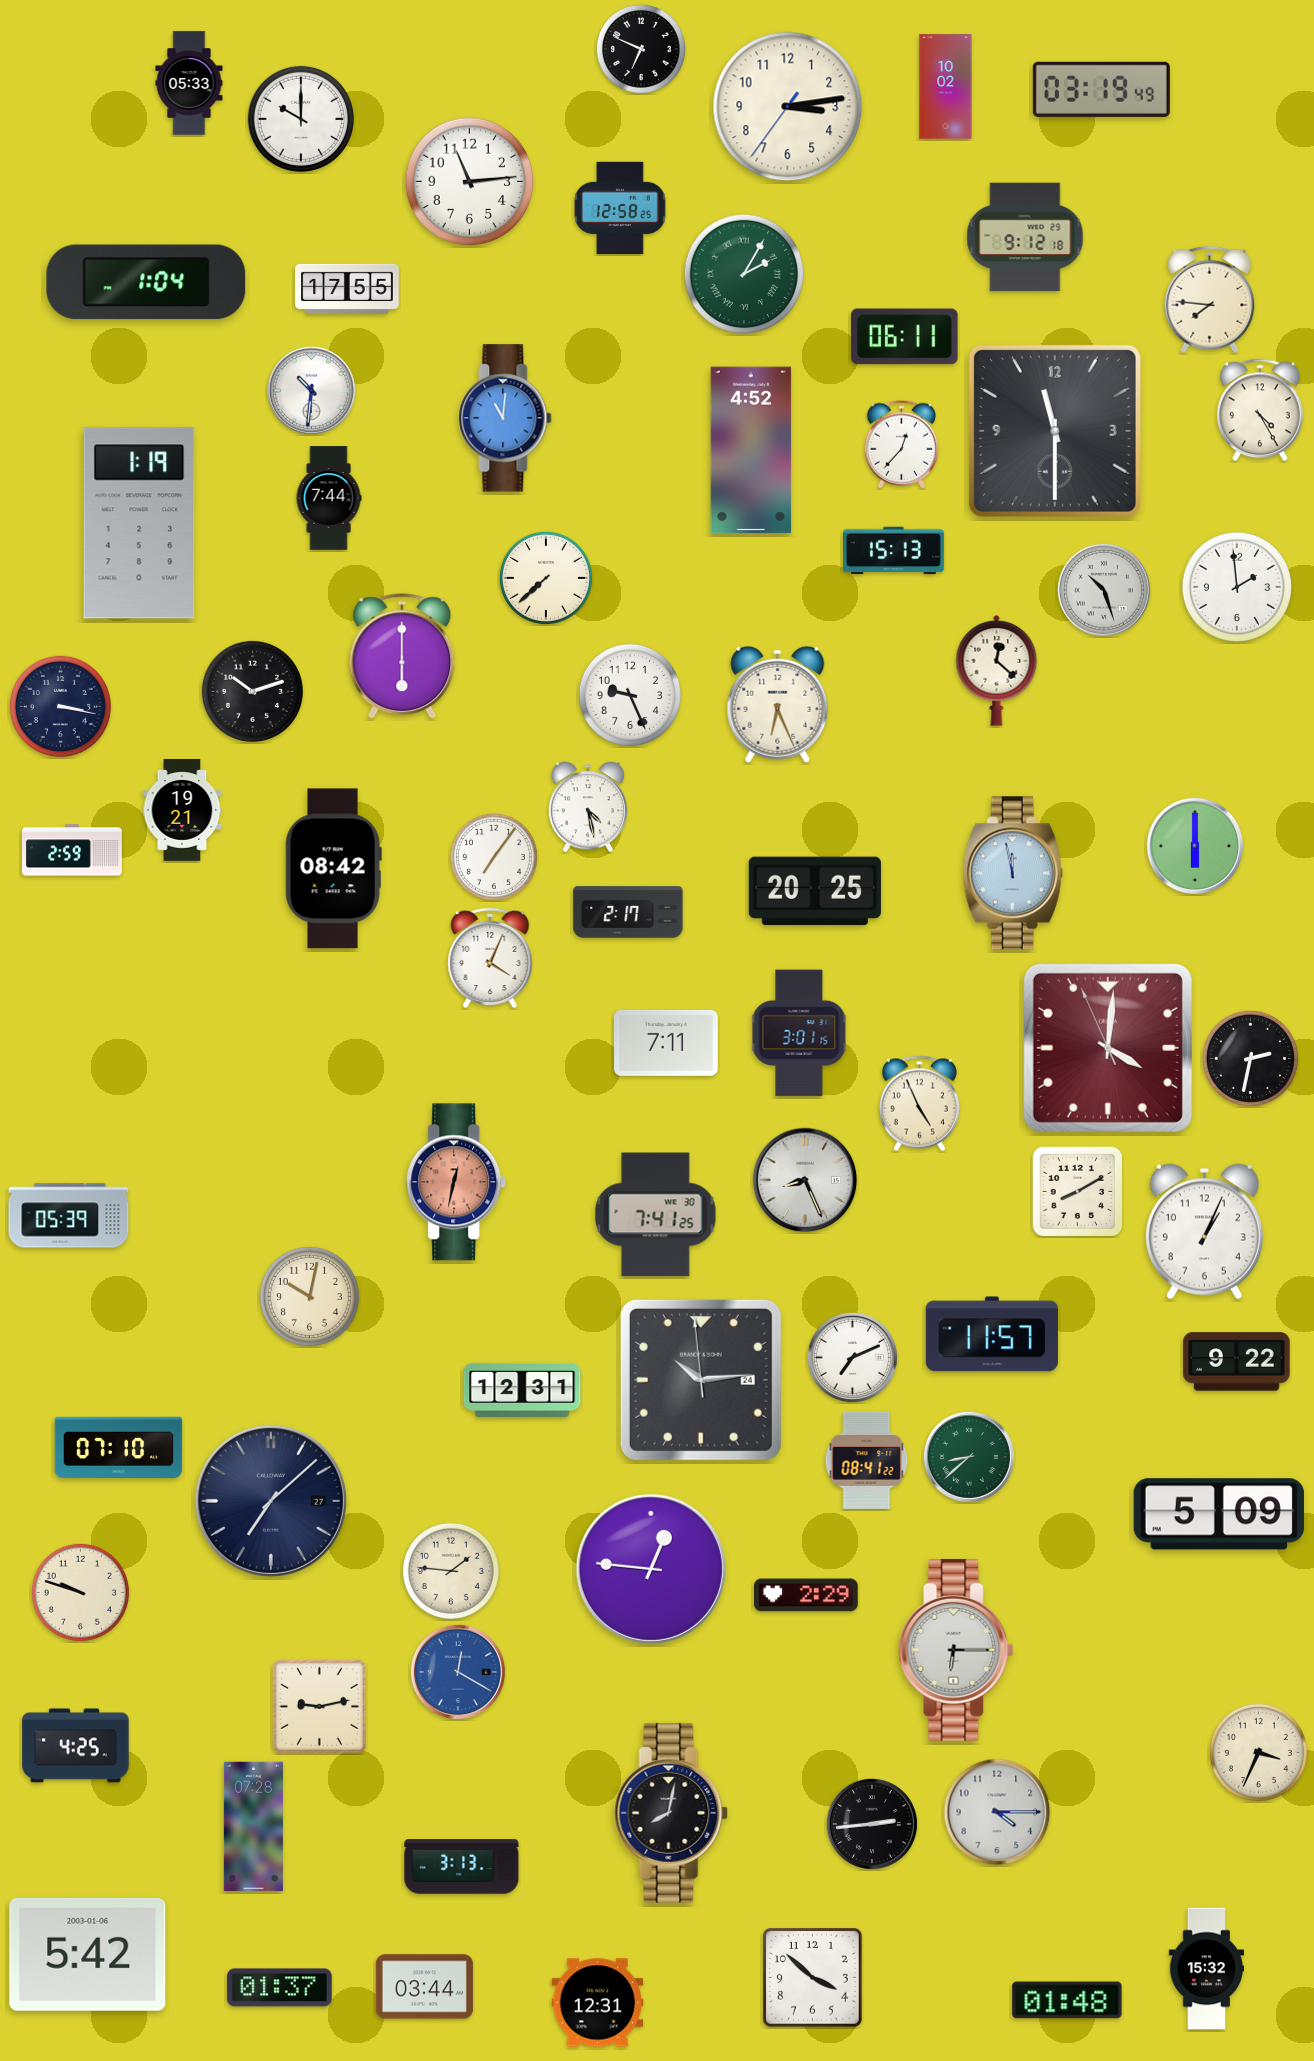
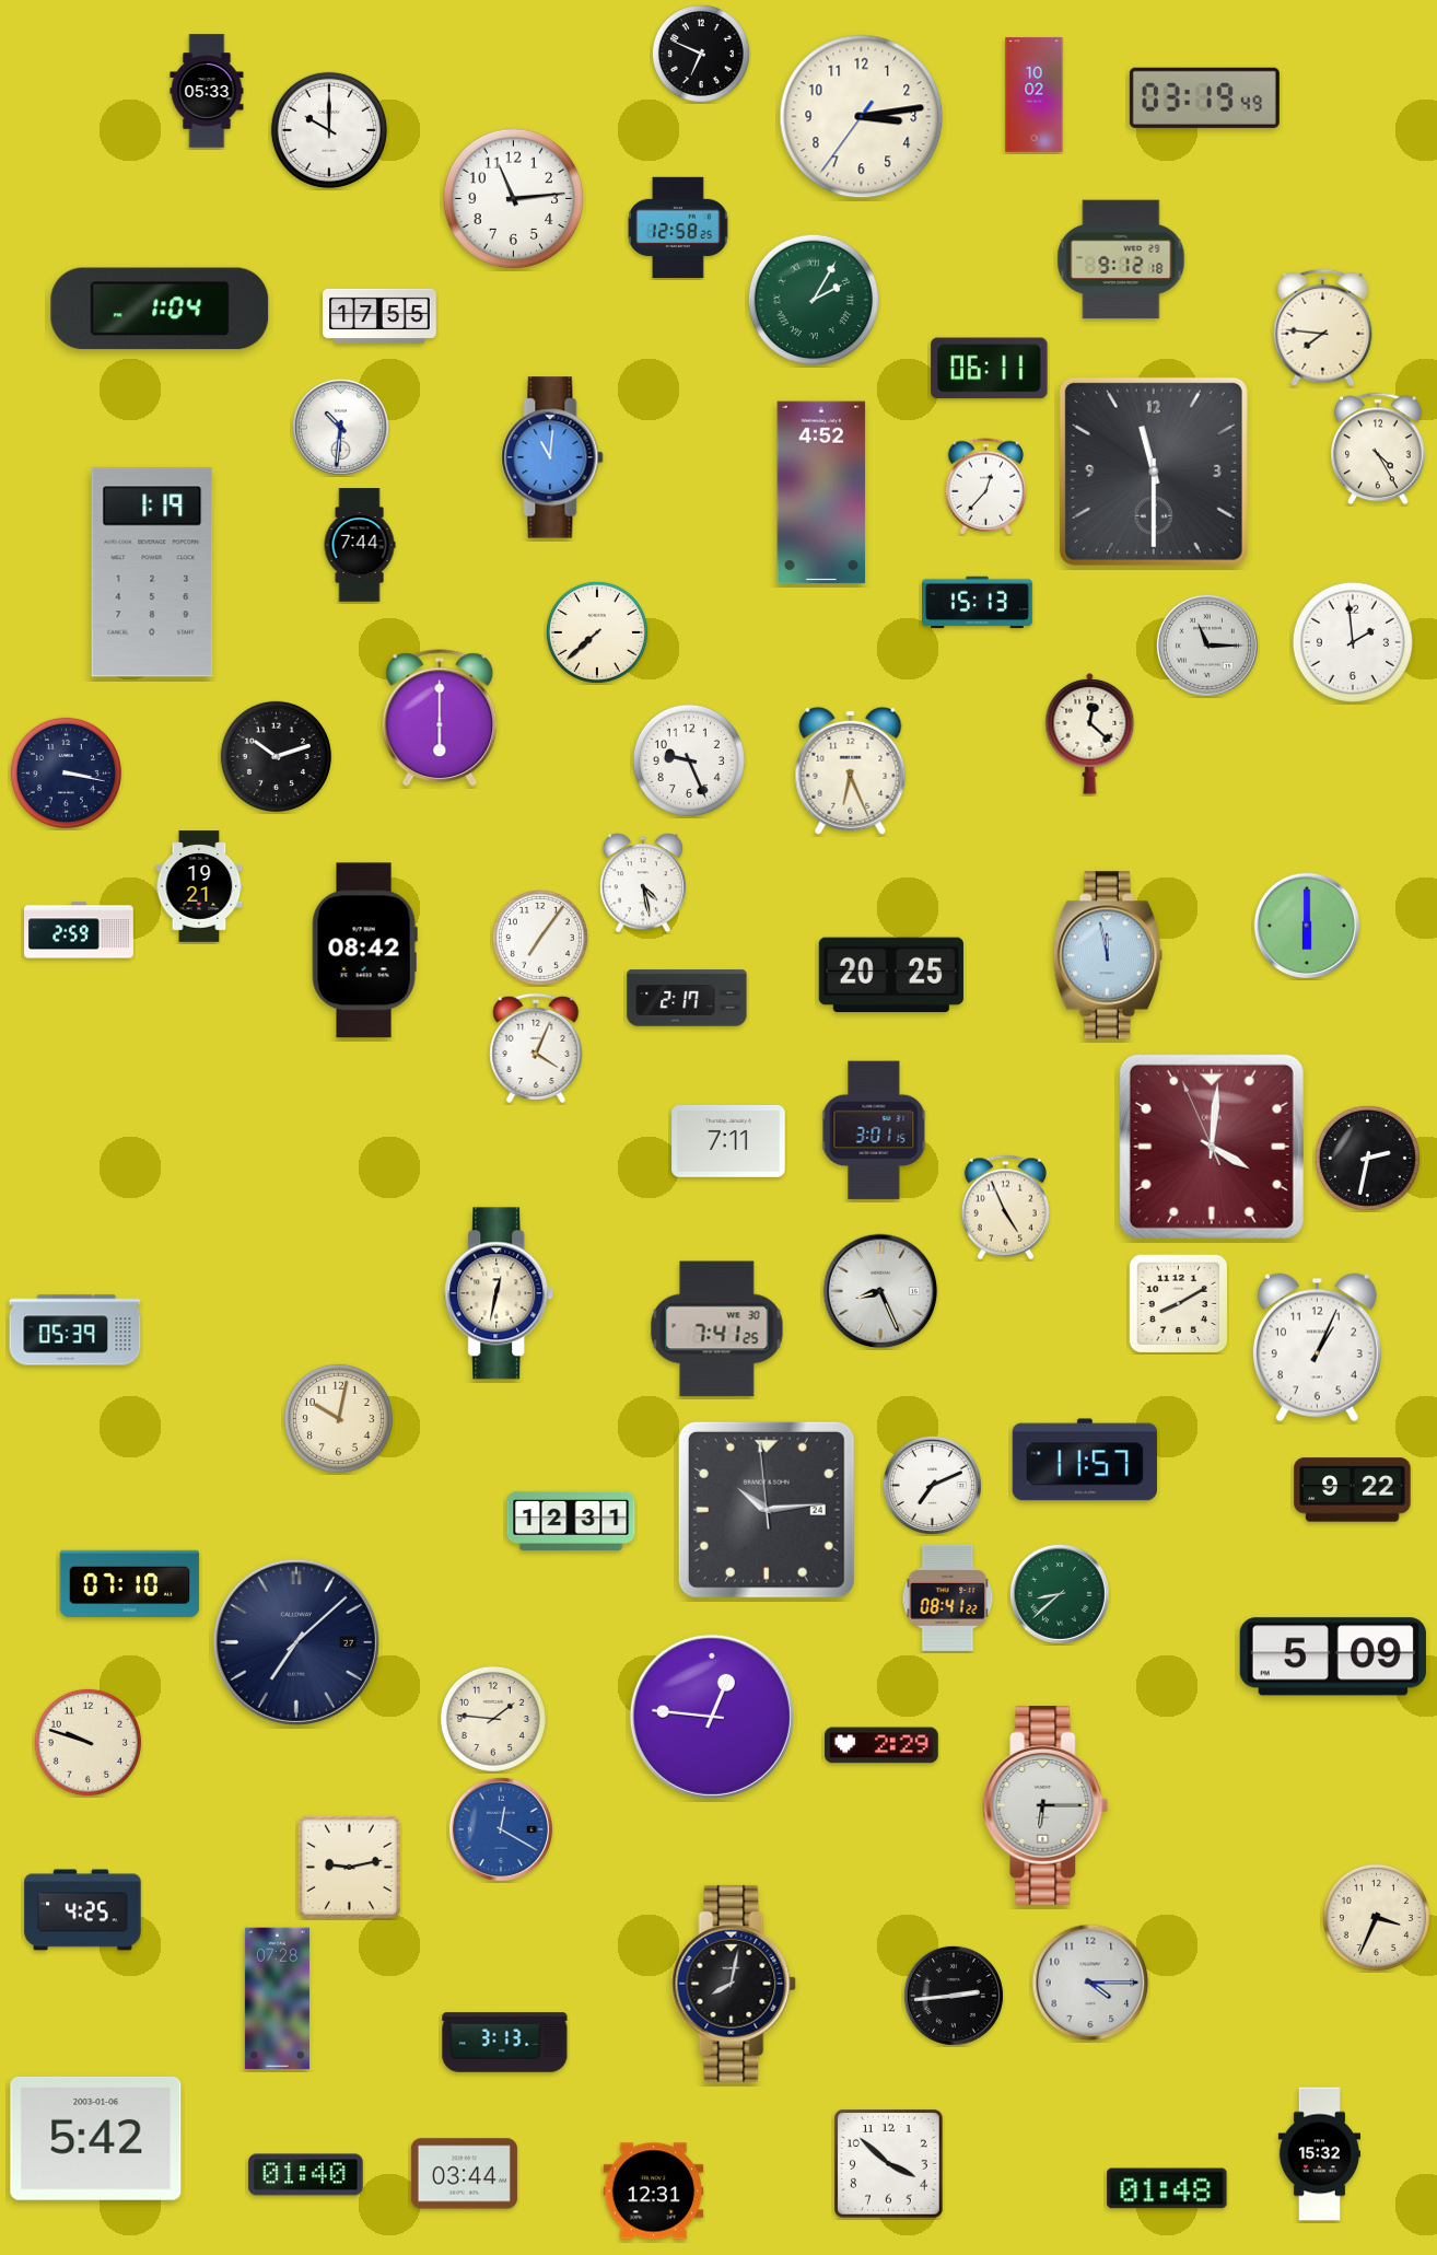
clock at (1104, 590): 10:27 -> 11:15
clock at (457, 1182) dial: salmon -> cream
clock at (280, 1988): 01:37 -> 01:40
